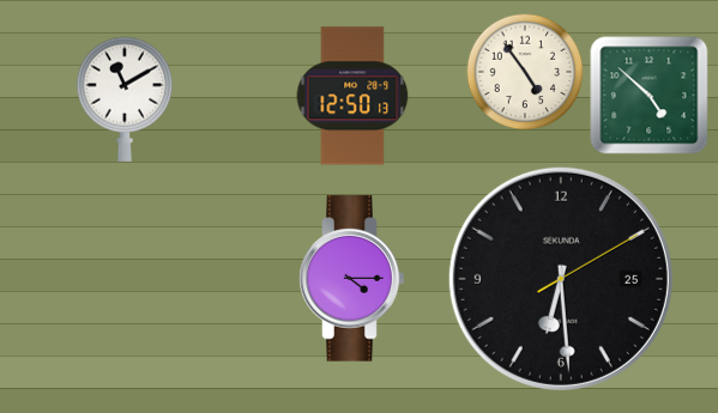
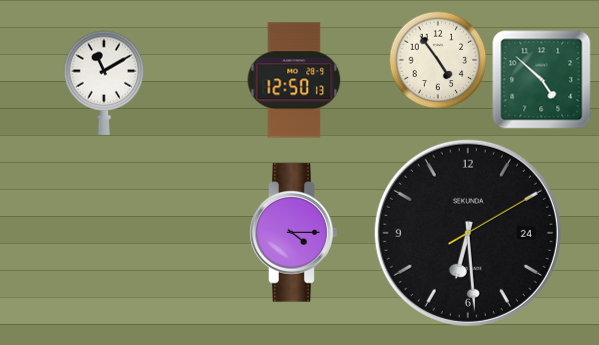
clock at (561, 279) date: 25 -> 24
